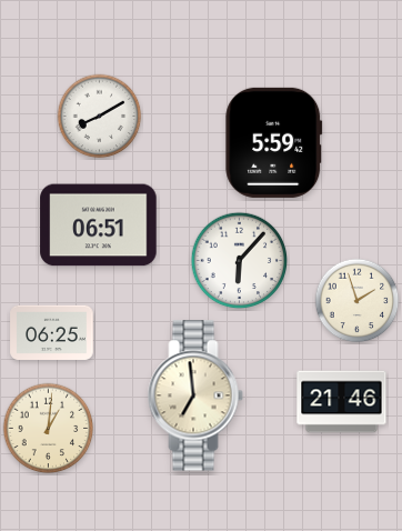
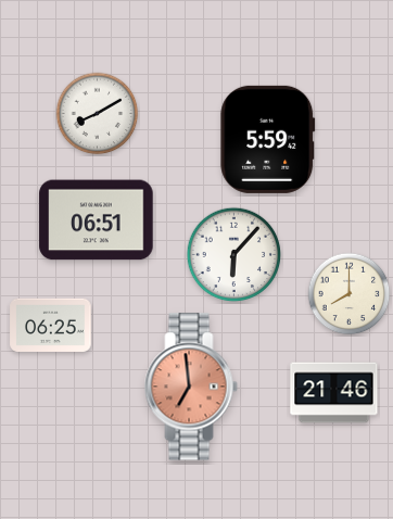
clock at (358, 301): 1:57 -> 8:00
clock at (195, 395) dial: cream -> salmon
clock at (49, 429): 1:01 -> none
